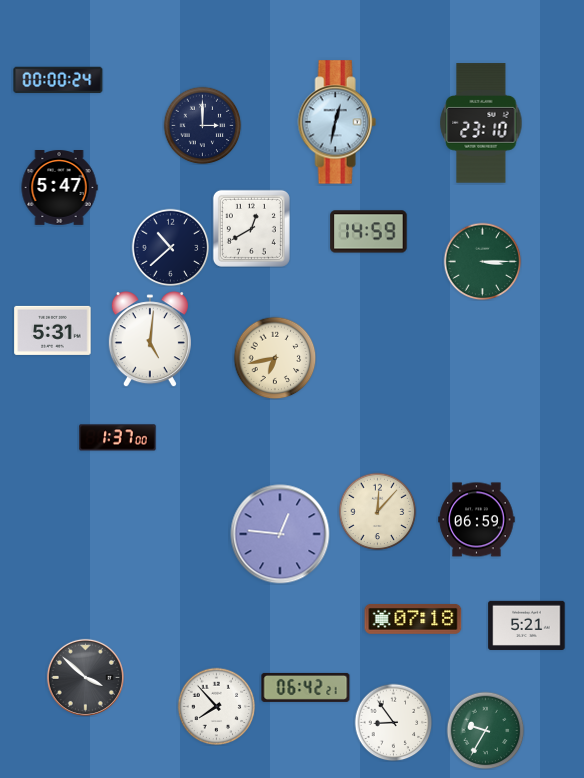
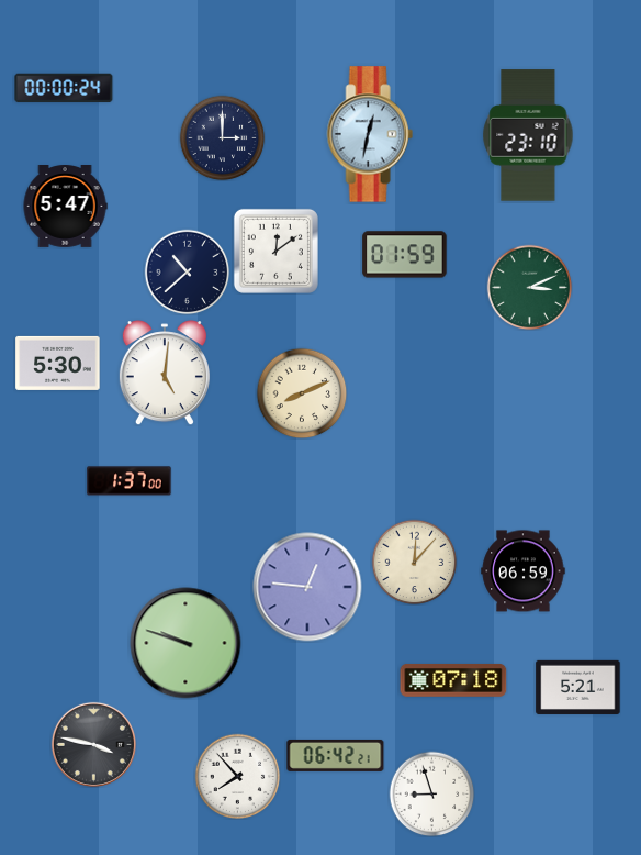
clock at (251, 228): 12:40 -> 12:09
clock at (369, 232): 14:59 -> 01:59
clock at (482, 261): 3:15 -> 3:11
clock at (53, 330): 5:31 -> 5:30
clock at (275, 358): 6:43 -> 8:11
clock at (185, 643): none -> 9:48
clock at (85, 677): 3:52 -> 3:47
clock at (393, 722): 8:54 -> 8:57
clock at (485, 730): 9:35 -> none
